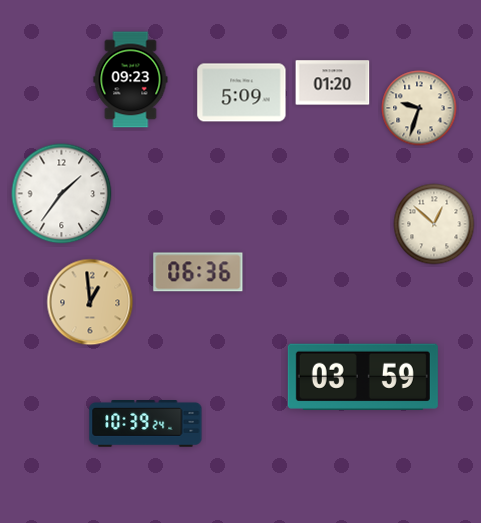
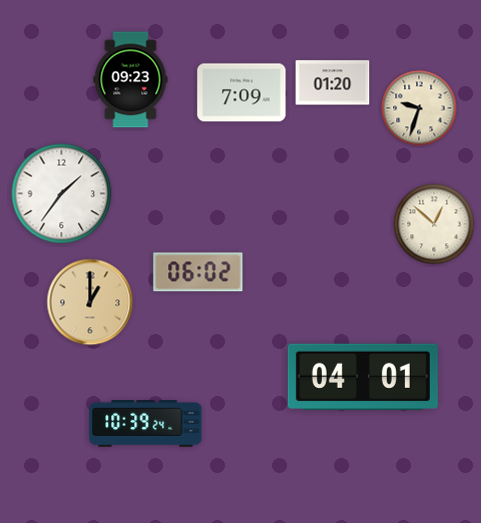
clock at (242, 93): 5:09 -> 7:09
clock at (198, 272): 06:36 -> 06:02
clock at (90, 302): 12:59 -> 1:00
clock at (363, 377): 03:59 -> 04:01
